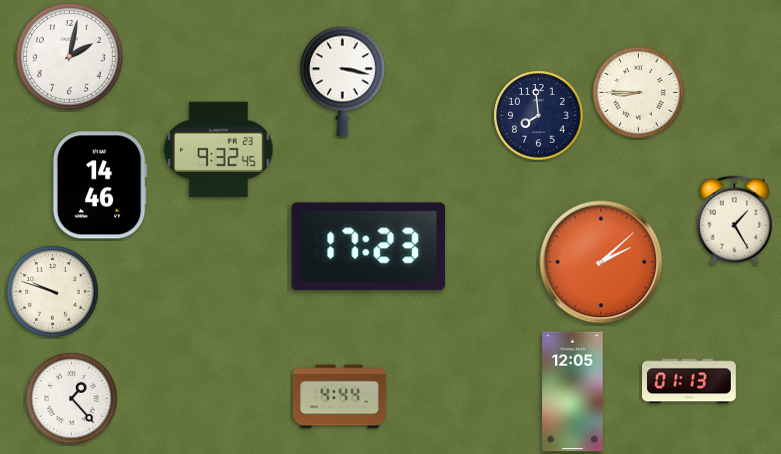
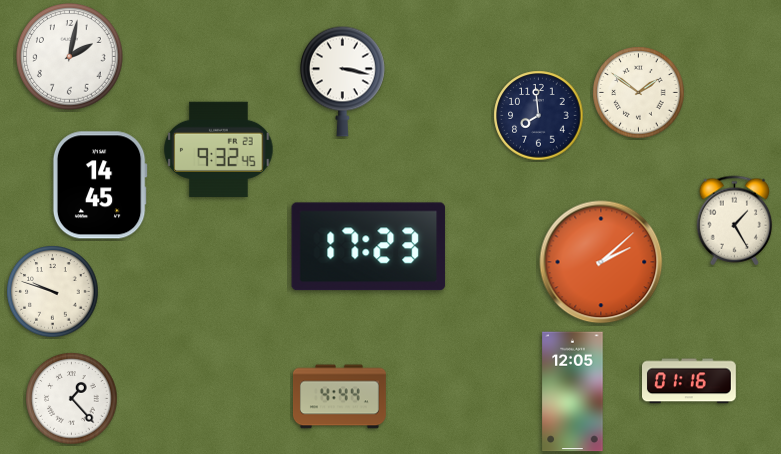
clock at (639, 93): 8:45 -> 1:51
clock at (100, 185): 14:46 -> 14:45
clock at (690, 381): 01:13 -> 01:16
